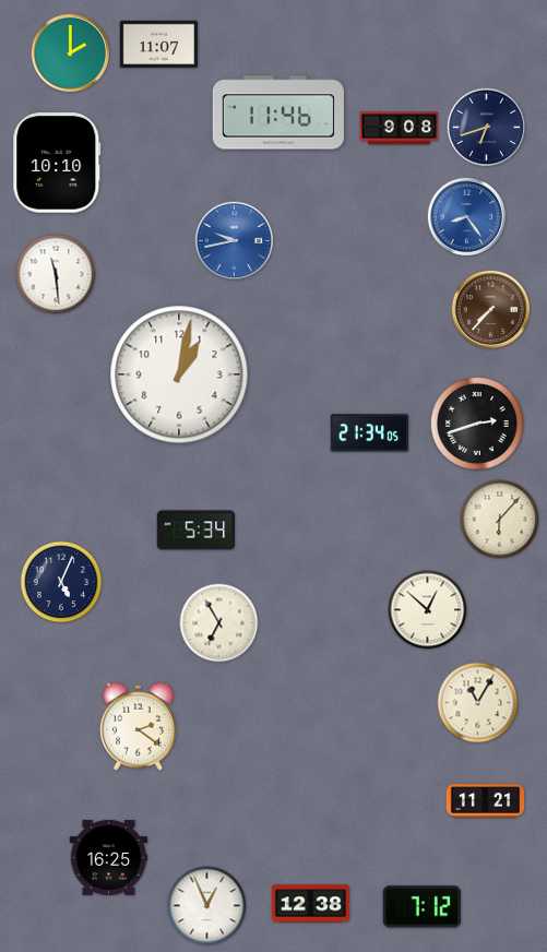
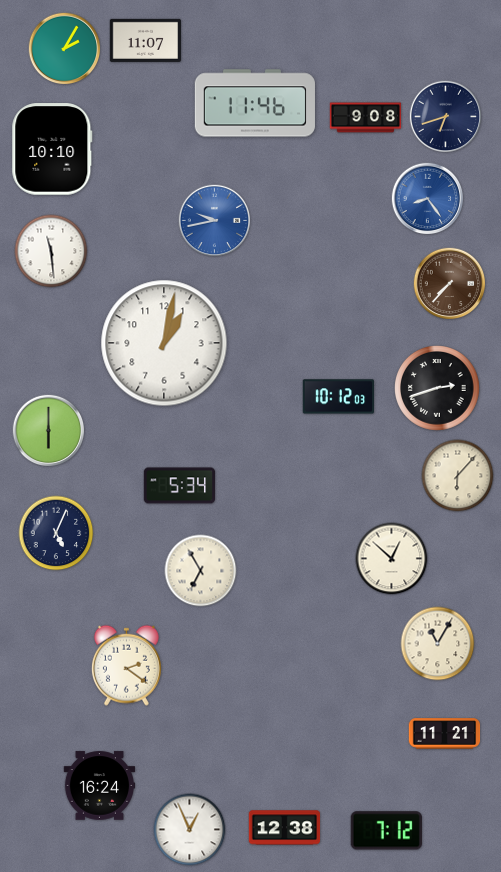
clock at (71, 53): 2:00 -> 2:05
clock at (369, 433): 21:34 -> 10:12
clock at (49, 431): none -> 6:00
clock at (109, 858): 16:25 -> 16:24
